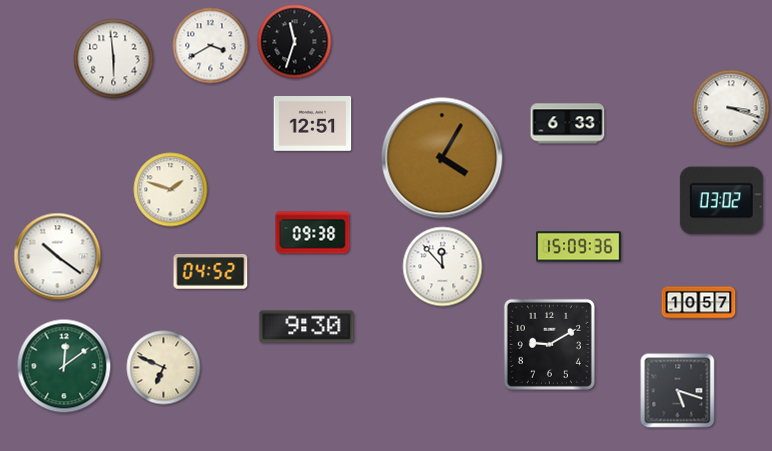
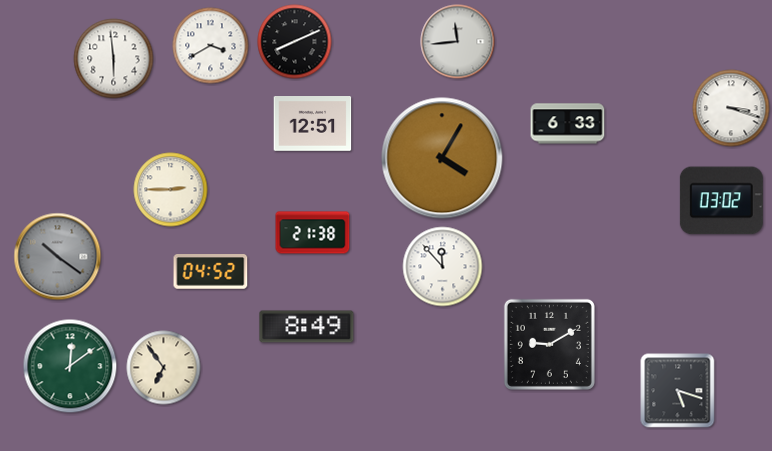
clock at (295, 42): 11:33 -> 8:11
clock at (458, 42): none -> 11:44
clock at (171, 190): 1:48 -> 2:45
clock at (313, 233): 09:38 -> 21:38
clock at (579, 247): 15:09 -> none
clock at (58, 257) dial: white -> grey
clock at (699, 303): 10:57 -> none
clock at (307, 327): 9:30 -> 8:49
clock at (64, 366) position: (64, 366) -> (70, 366)
clock at (164, 368): 6:49 -> 6:54
